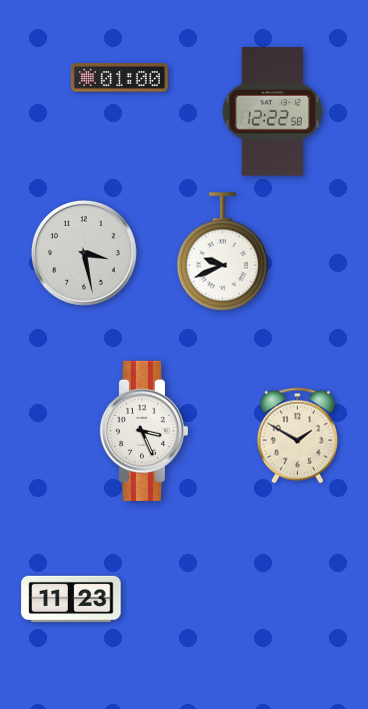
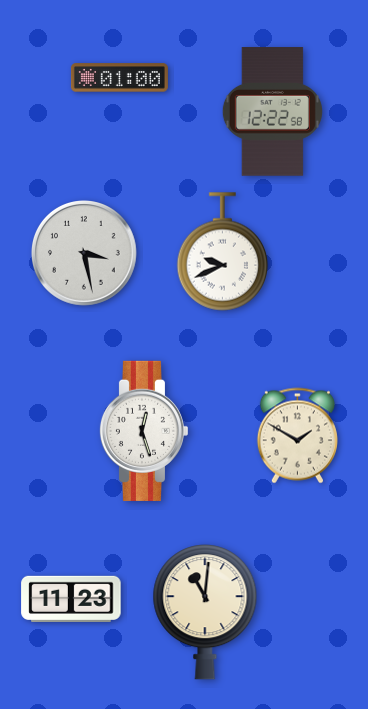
clock at (143, 431): 3:26 -> 12:27
clock at (205, 612): none -> 11:01
